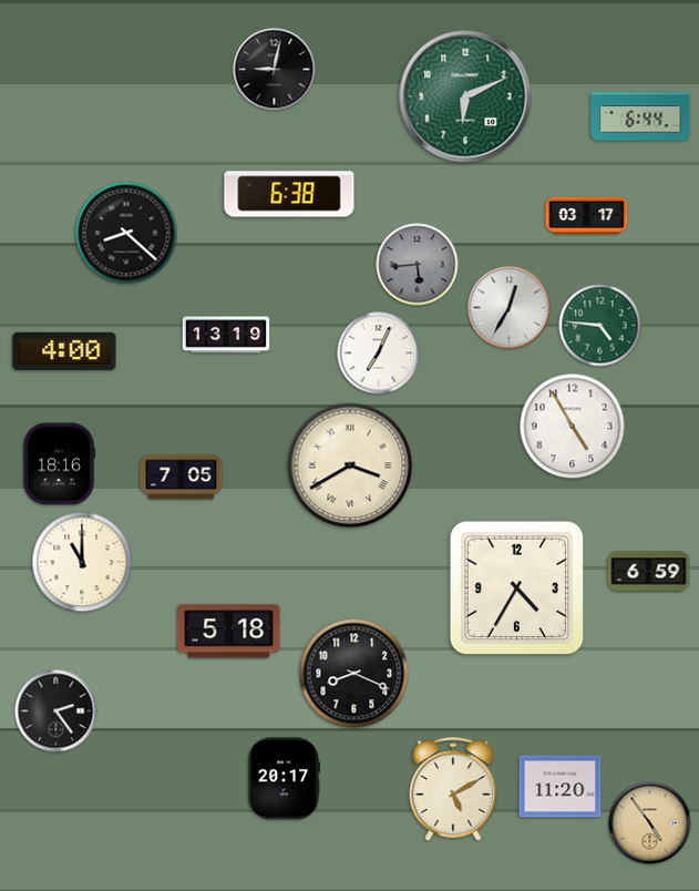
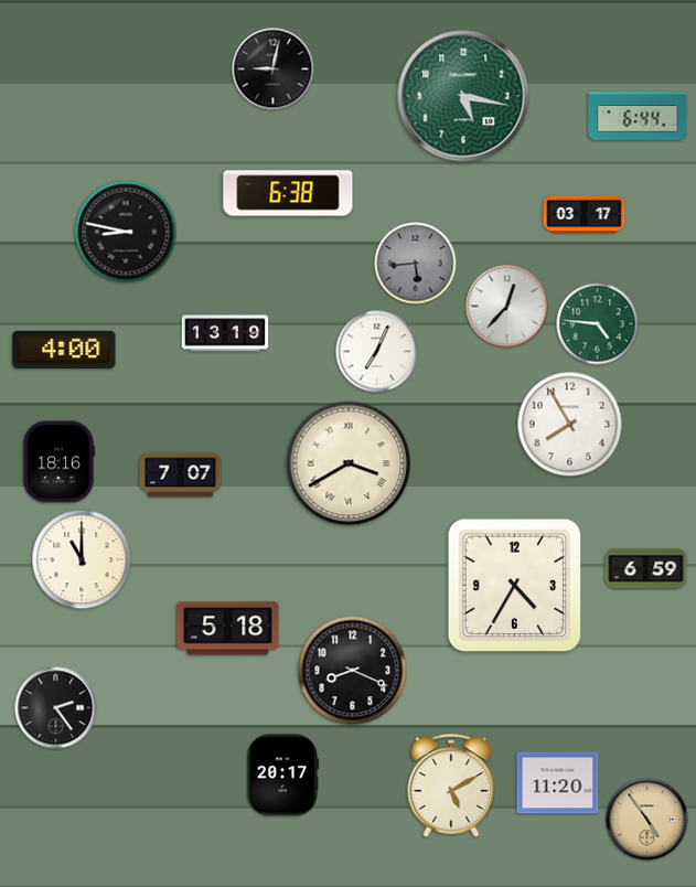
clock at (465, 96): 6:11 -> 5:17
clock at (126, 233): 8:22 -> 8:47
clock at (510, 308): 12:35 -> 12:37
clock at (573, 427): 4:55 -> 7:55
clock at (182, 478): 7:05 -> 7:07
